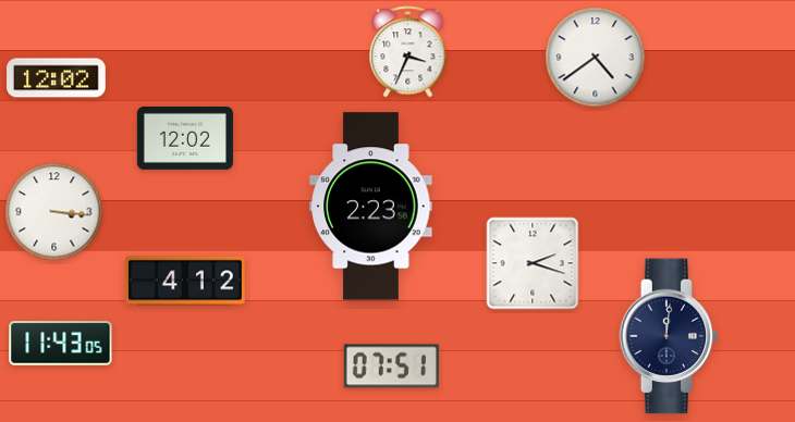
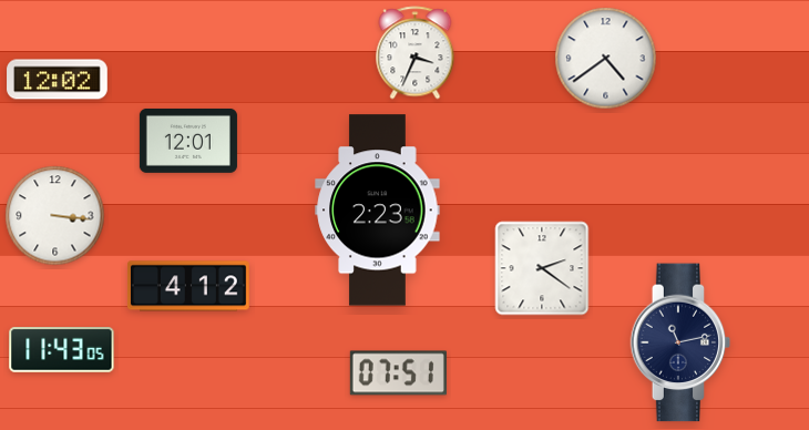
clock at (185, 138): 12:02 -> 12:01
clock at (533, 263): 2:18 -> 2:21
clock at (669, 336): 12:01 -> 11:13
